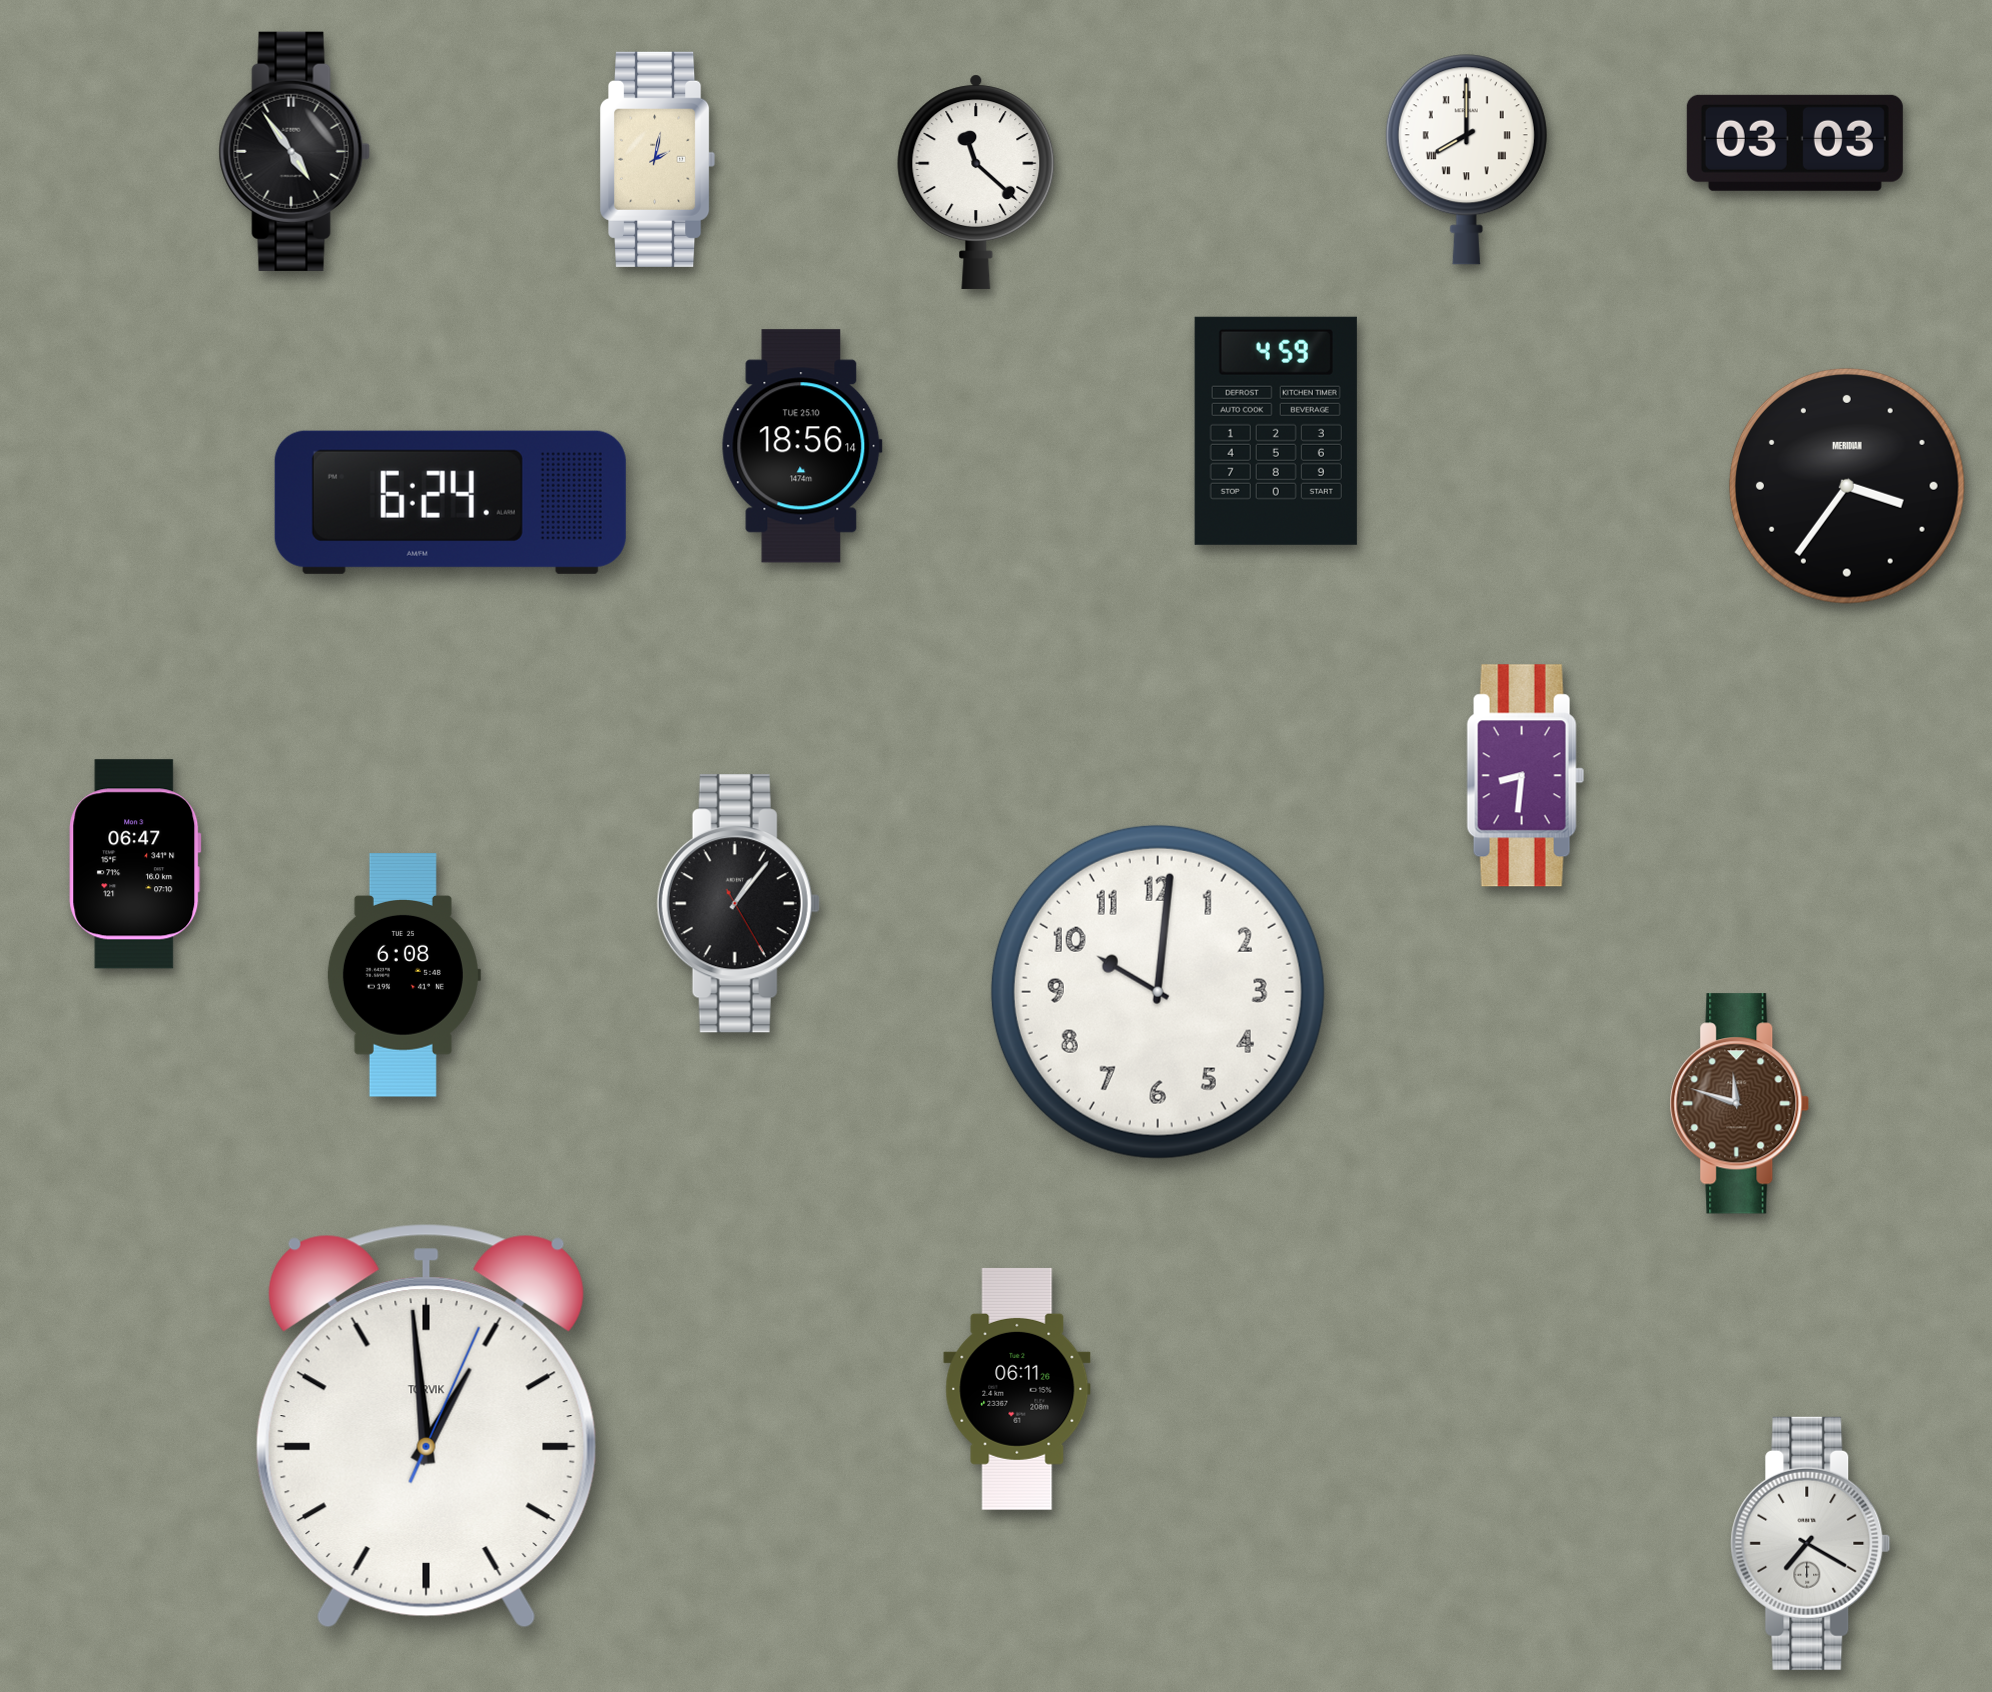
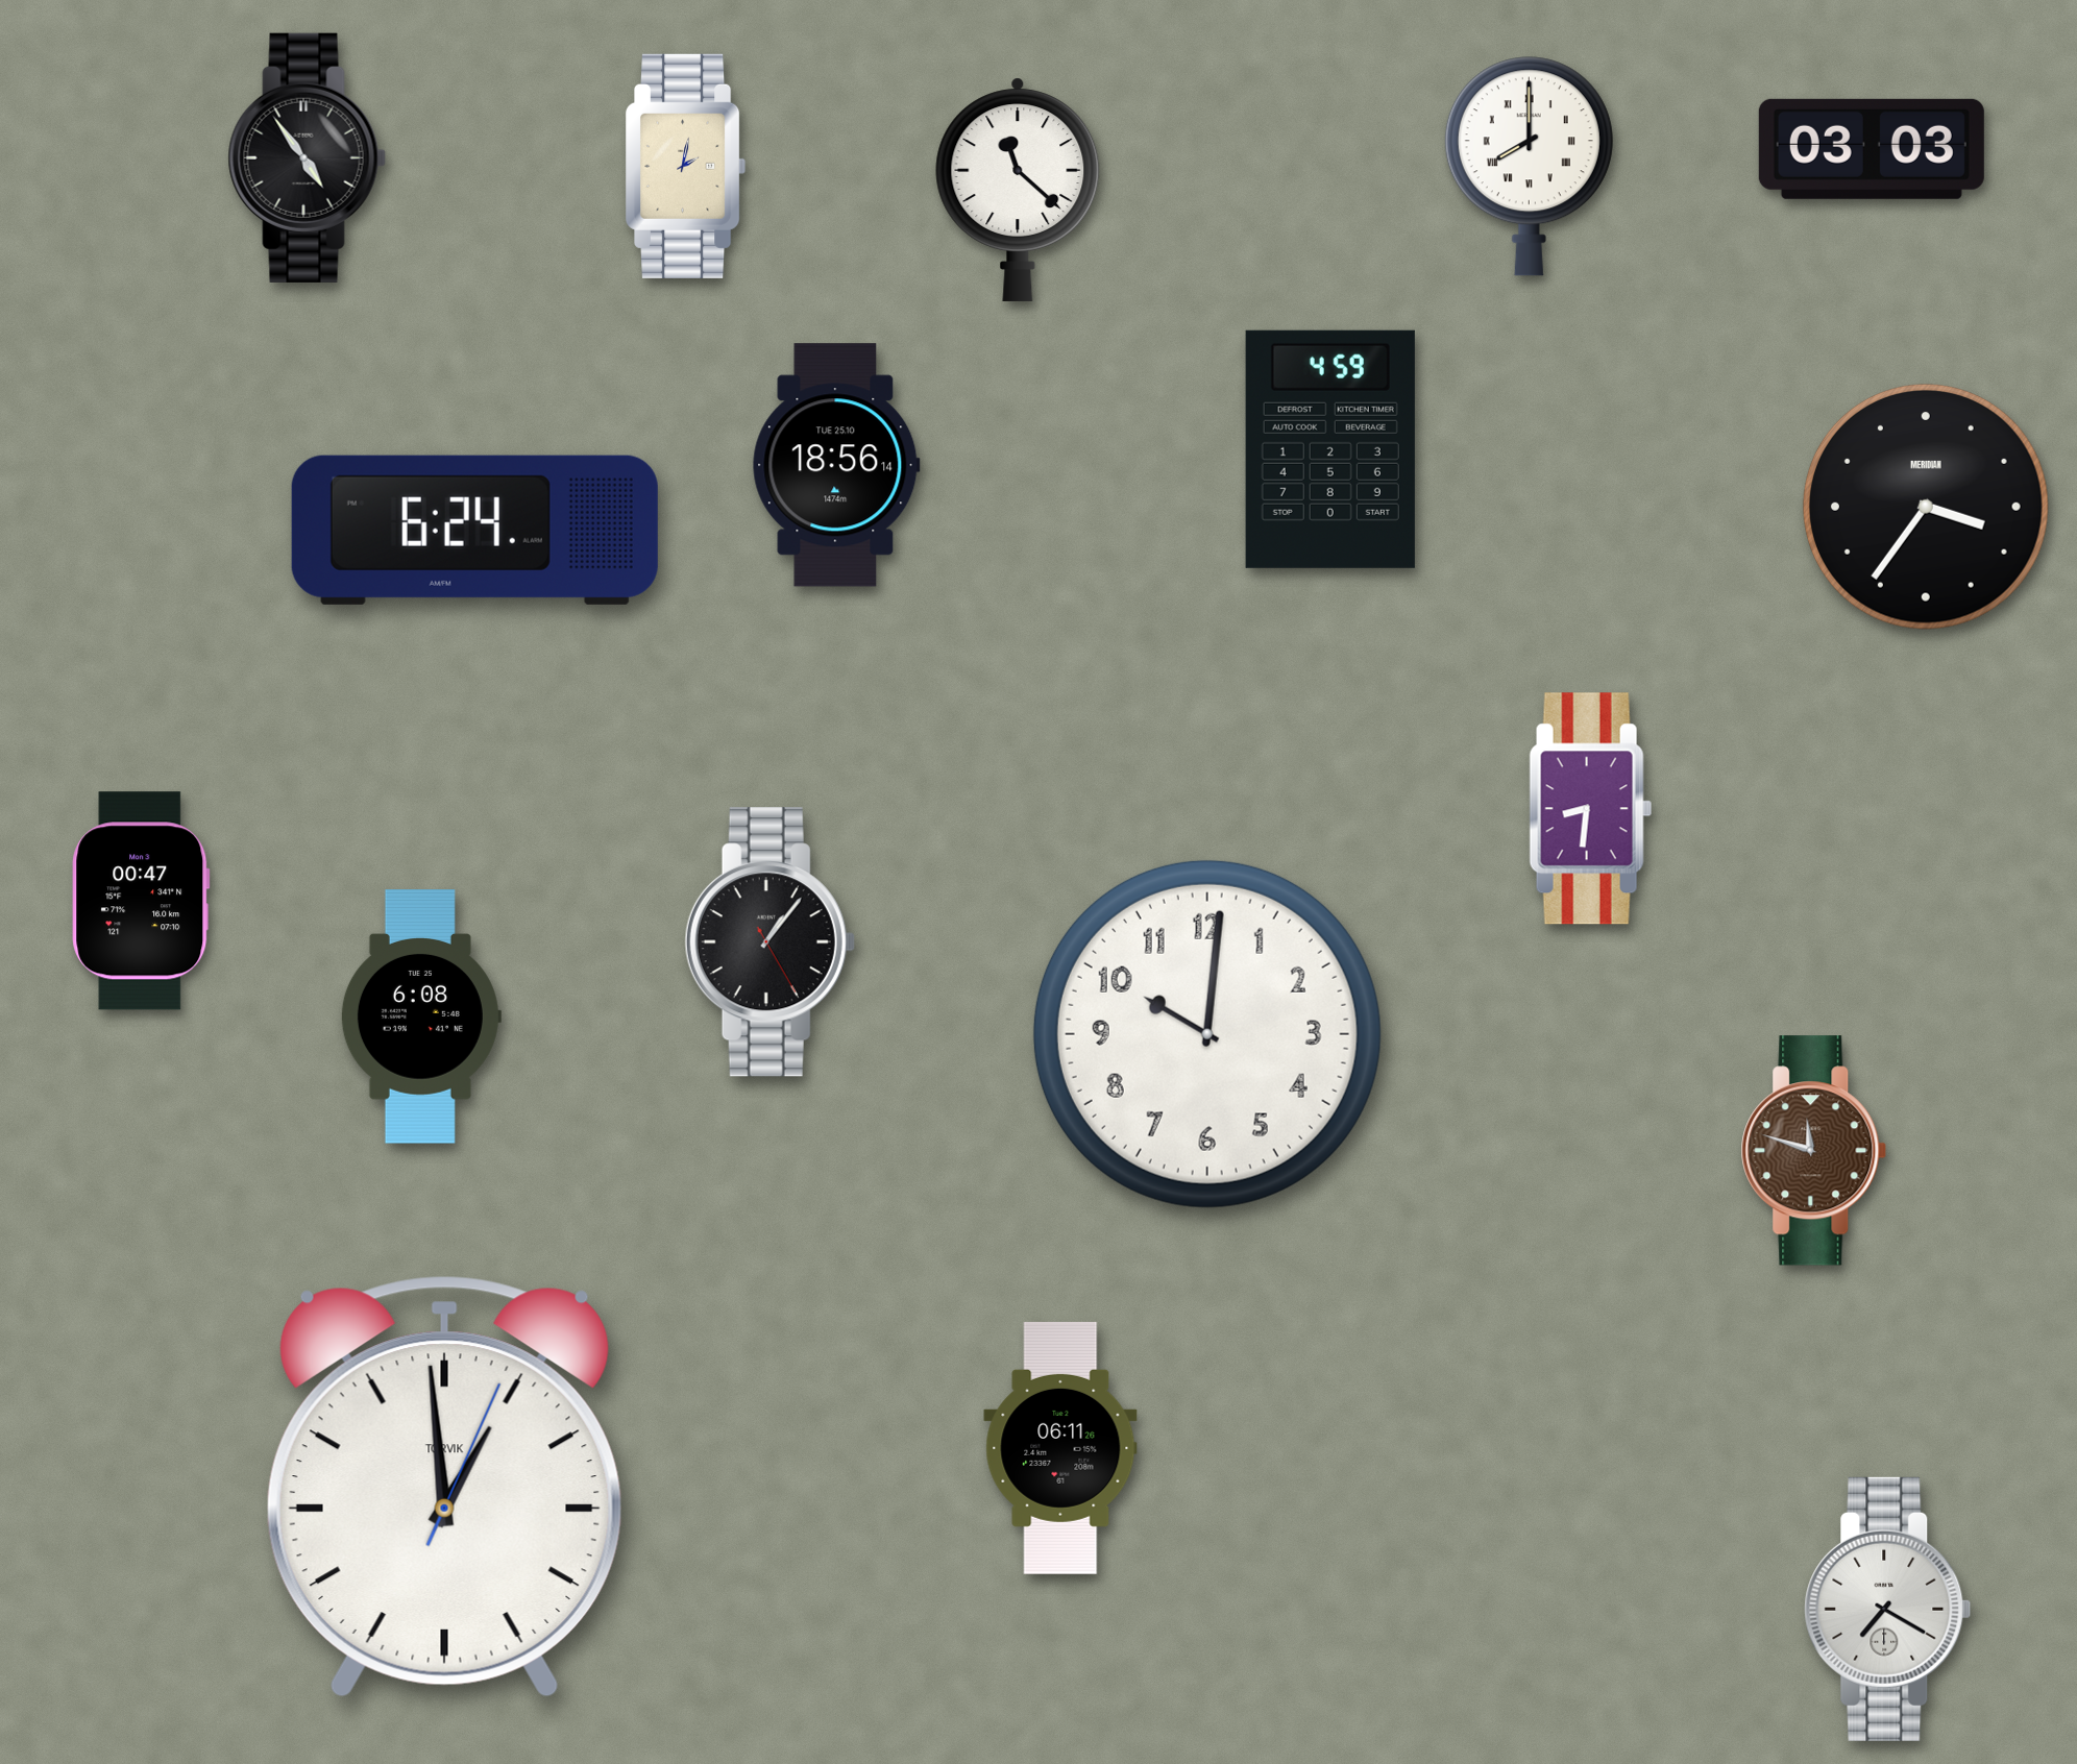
clock at (450, 502) position: (450, 502) -> (474, 530)
clock at (135, 864): 06:47 -> 00:47
